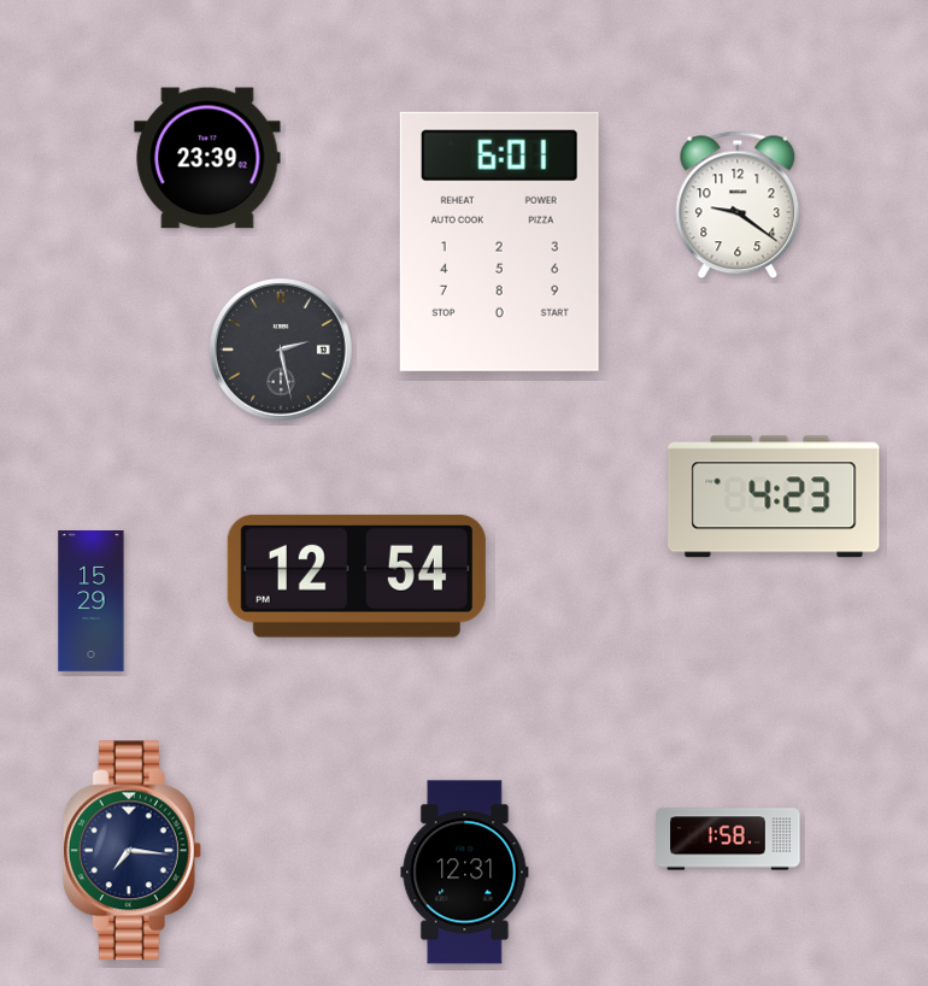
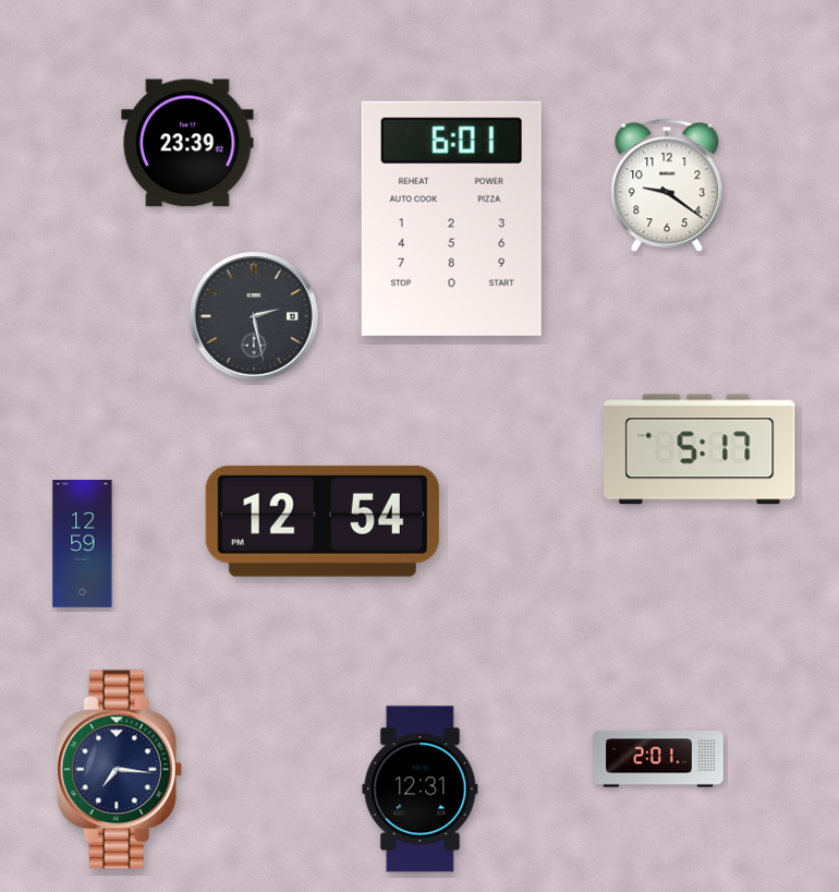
clock at (774, 497): 4:23 -> 5:17
clock at (92, 601): 15:29 -> 12:59
clock at (728, 839): 1:58 -> 2:01
